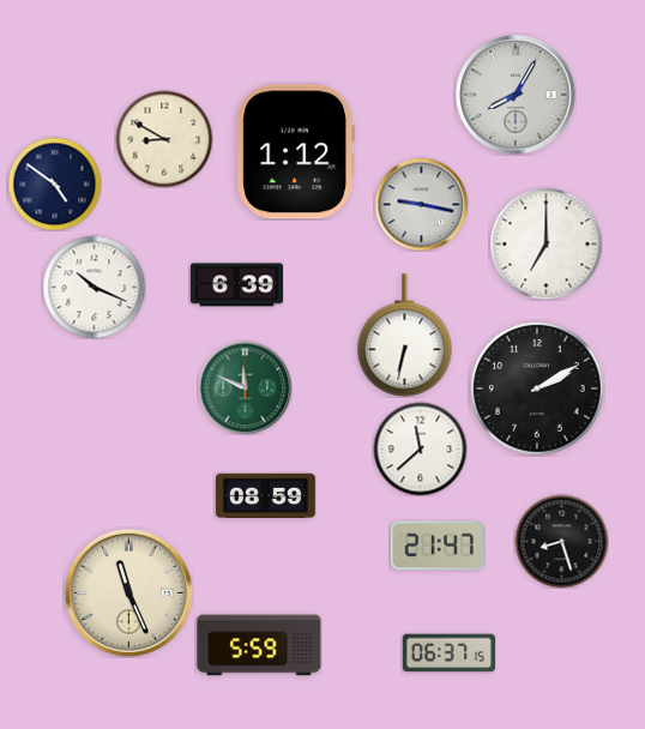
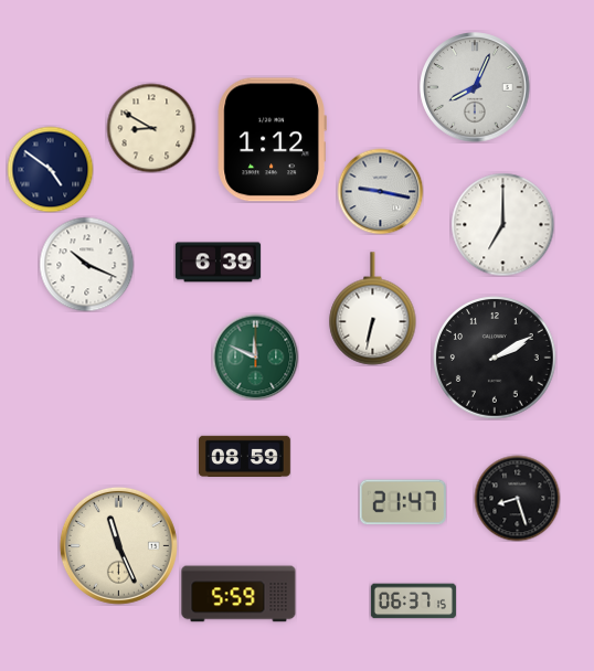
clock at (516, 95): 8:05 -> 8:04
clock at (421, 204) position: (421, 204) -> (380, 191)
clock at (245, 387) position: (245, 387) -> (255, 356)
clock at (420, 448): 11:38 -> none
